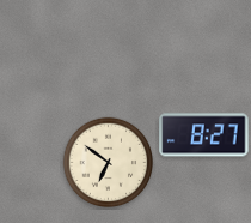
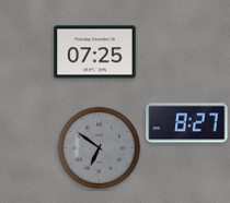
clock at (95, 52): none -> 07:25
clock at (109, 163) dial: cream -> grey
